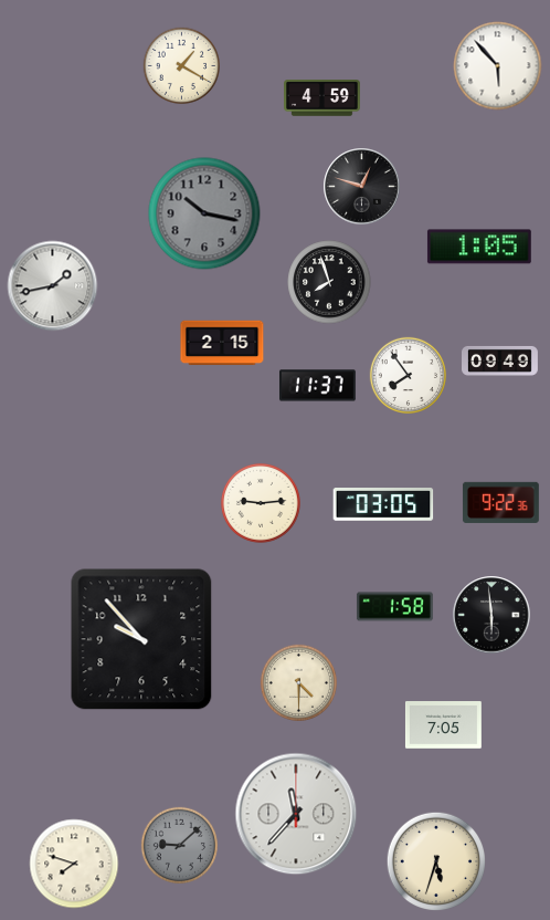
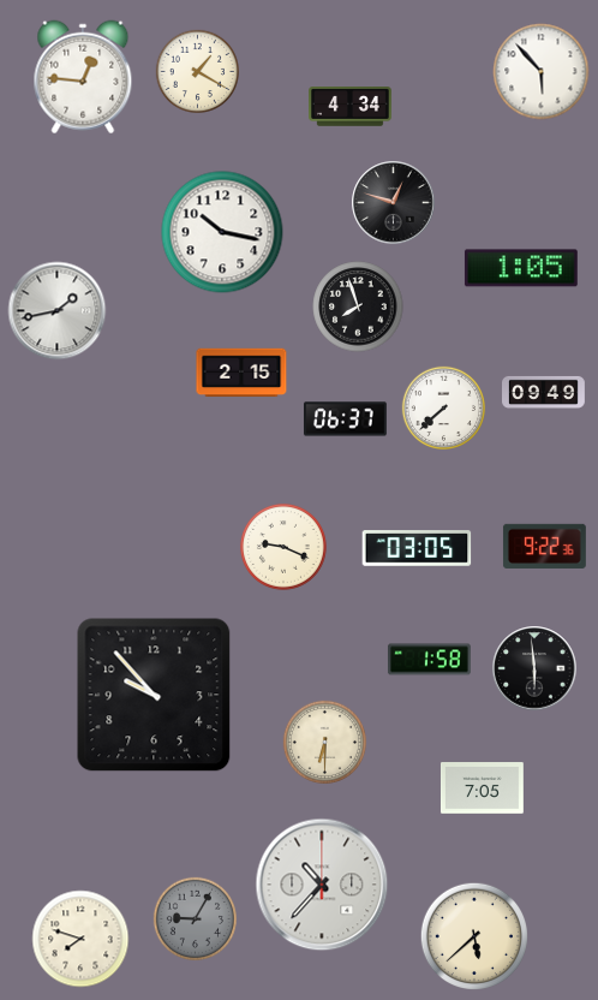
clock at (83, 77): none -> 12:46
clock at (322, 98): 4:59 -> 4:34
clock at (204, 213) dial: grey -> white
clock at (408, 375): 7:54 -> 7:38
clock at (317, 386): 11:37 -> 06:37
clock at (261, 503): 9:14 -> 9:19
clock at (298, 682): 4:30 -> 6:30
clock at (296, 814): 11:37 -> 10:37
clock at (179, 845): 9:08 -> 9:05
clock at (435, 860): 5:33 -> 5:38
